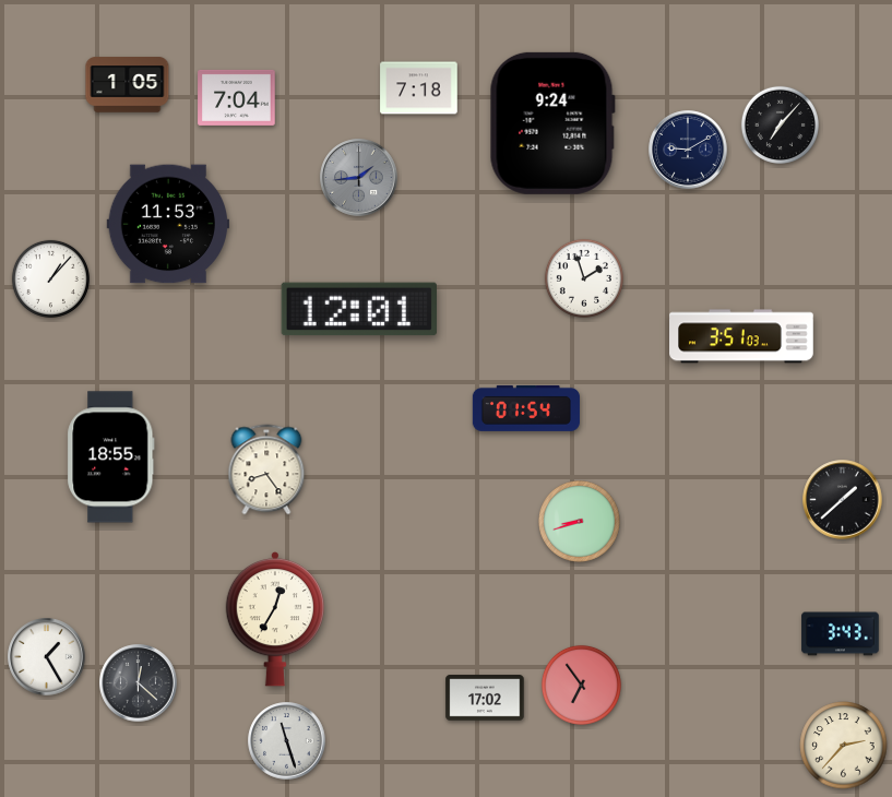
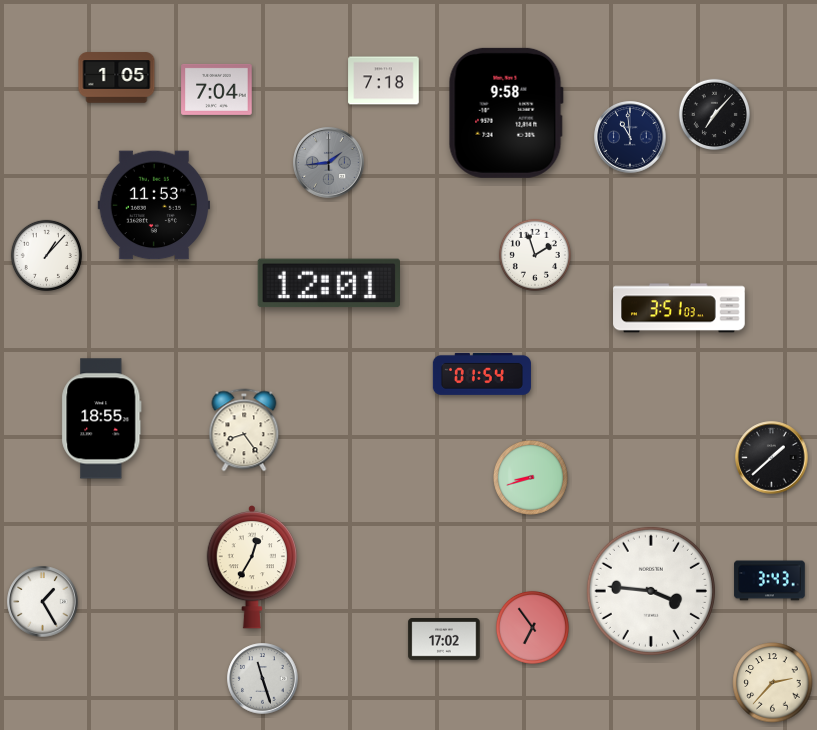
clock at (552, 123): 9:24 -> 9:58
clock at (688, 150): 9:10 -> 10:59
clock at (651, 591): none -> 3:46
clock at (139, 683): 12:22 -> none
